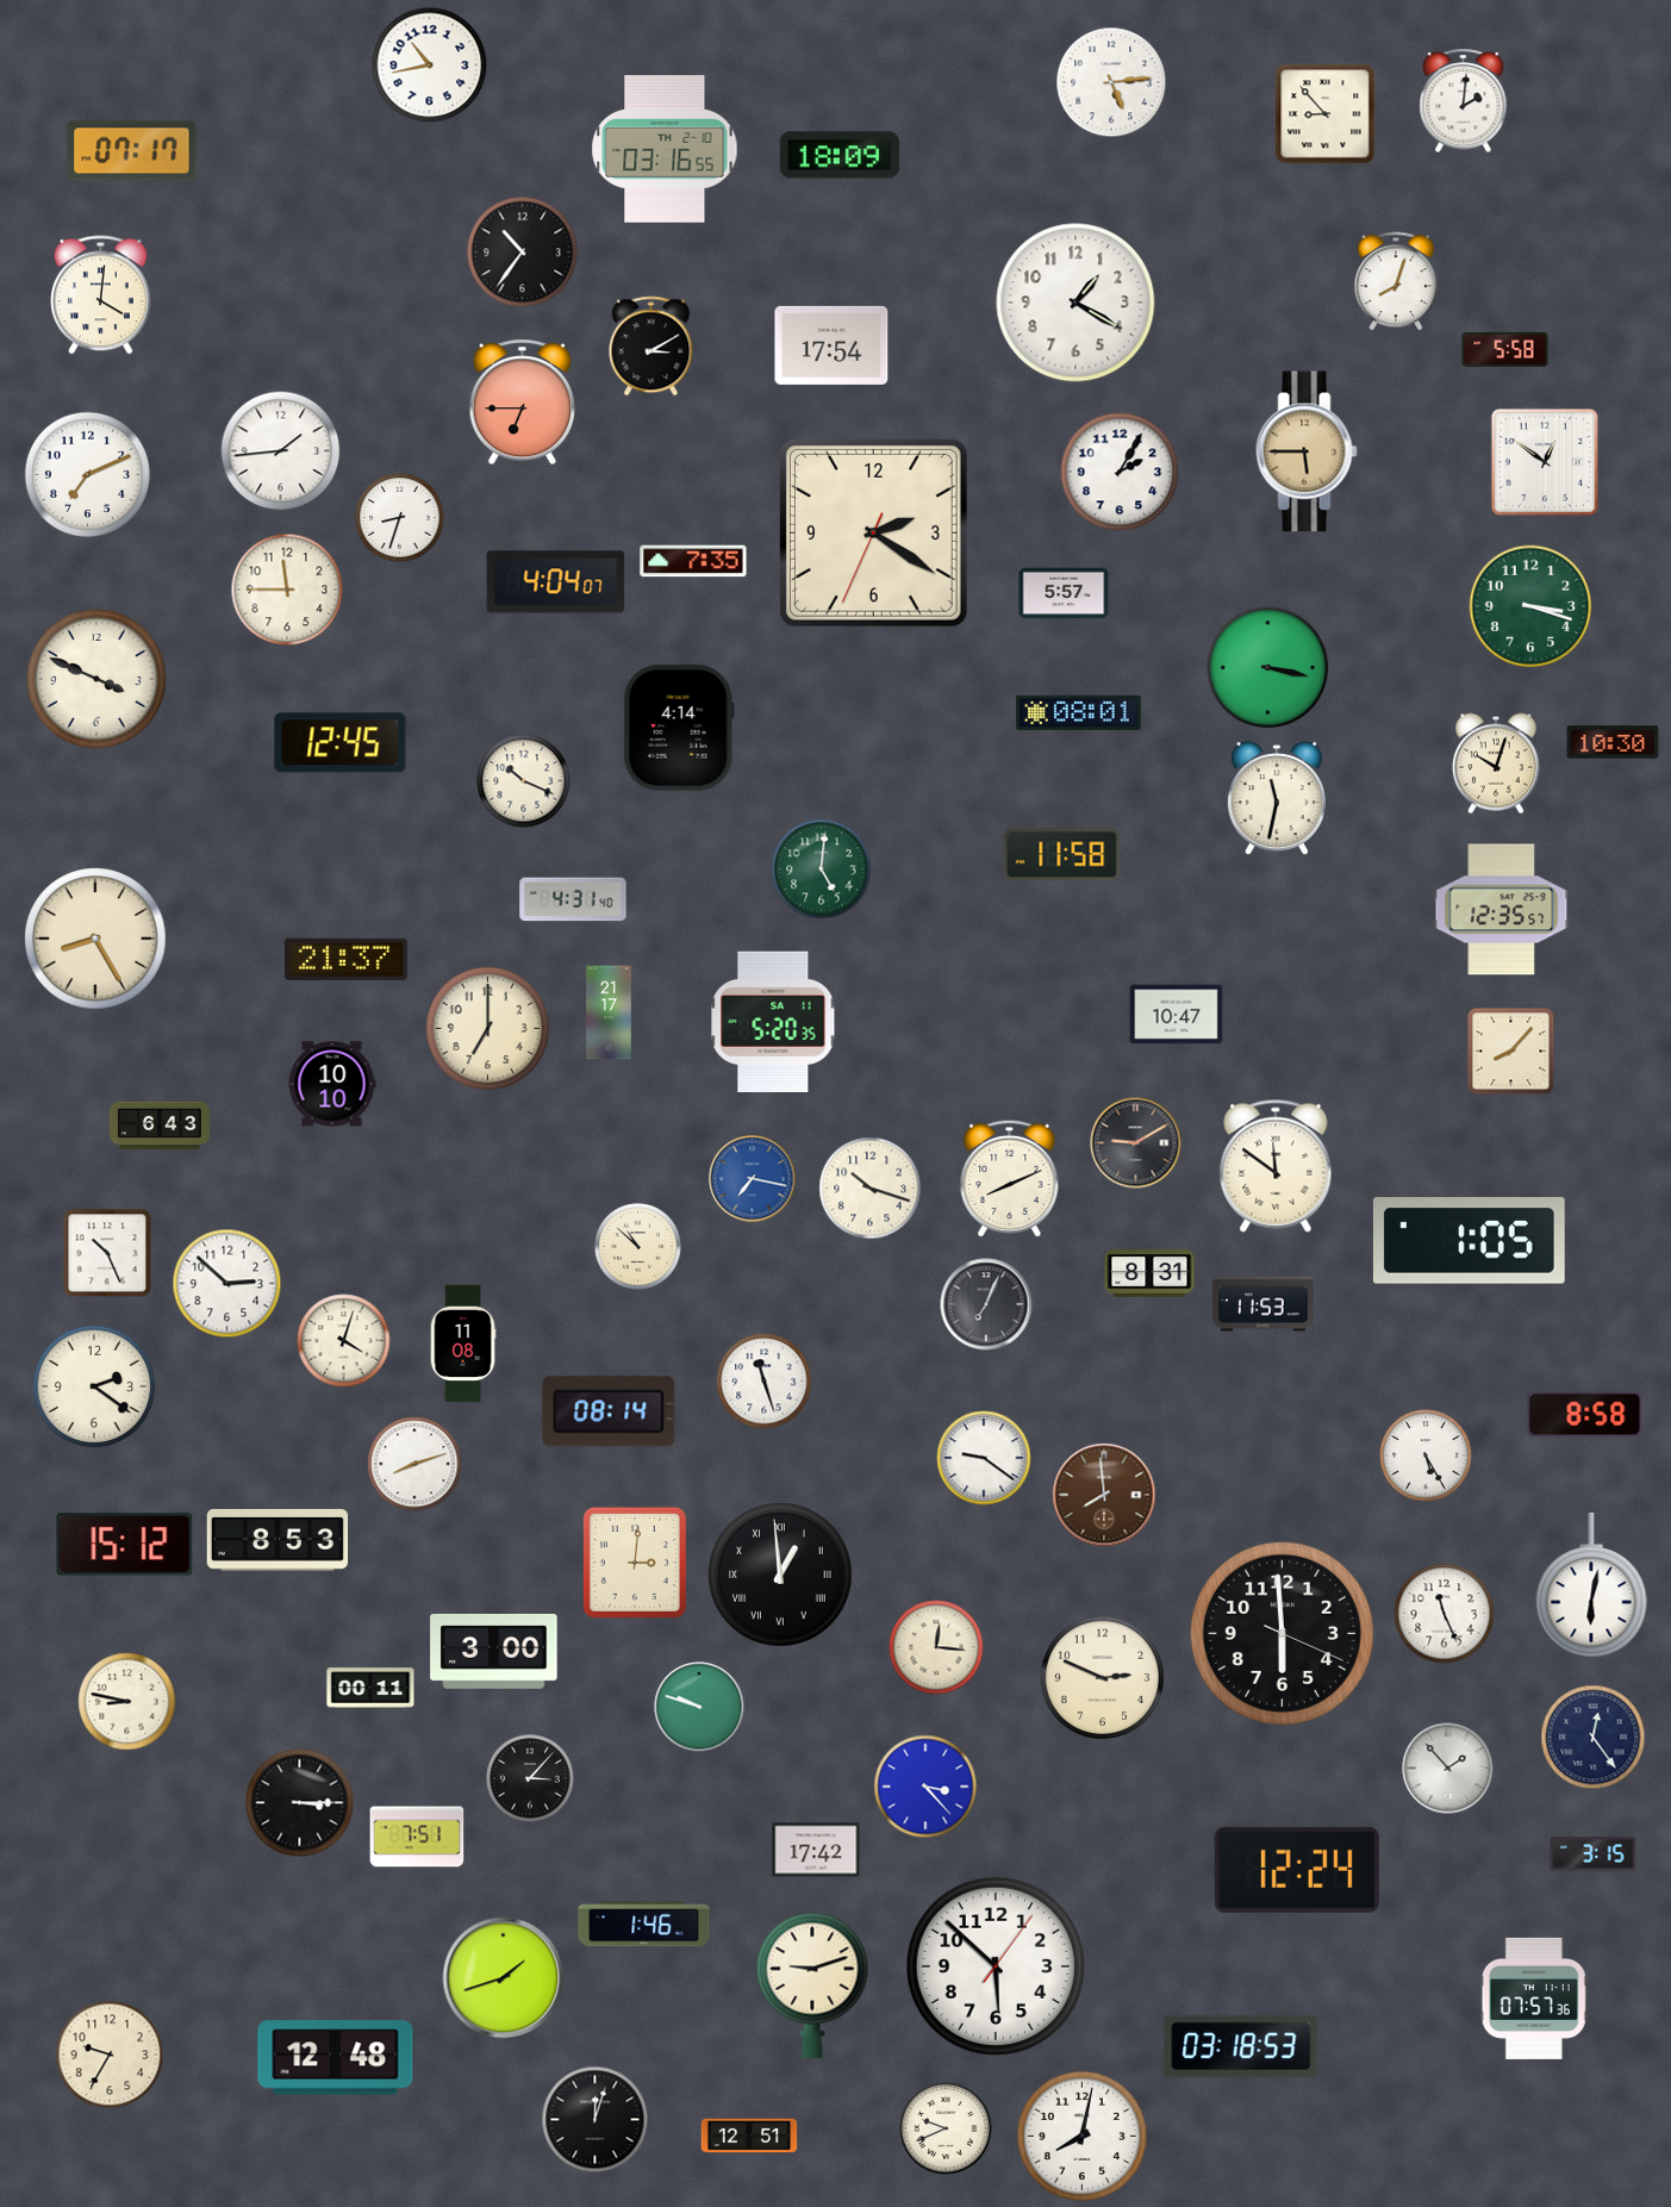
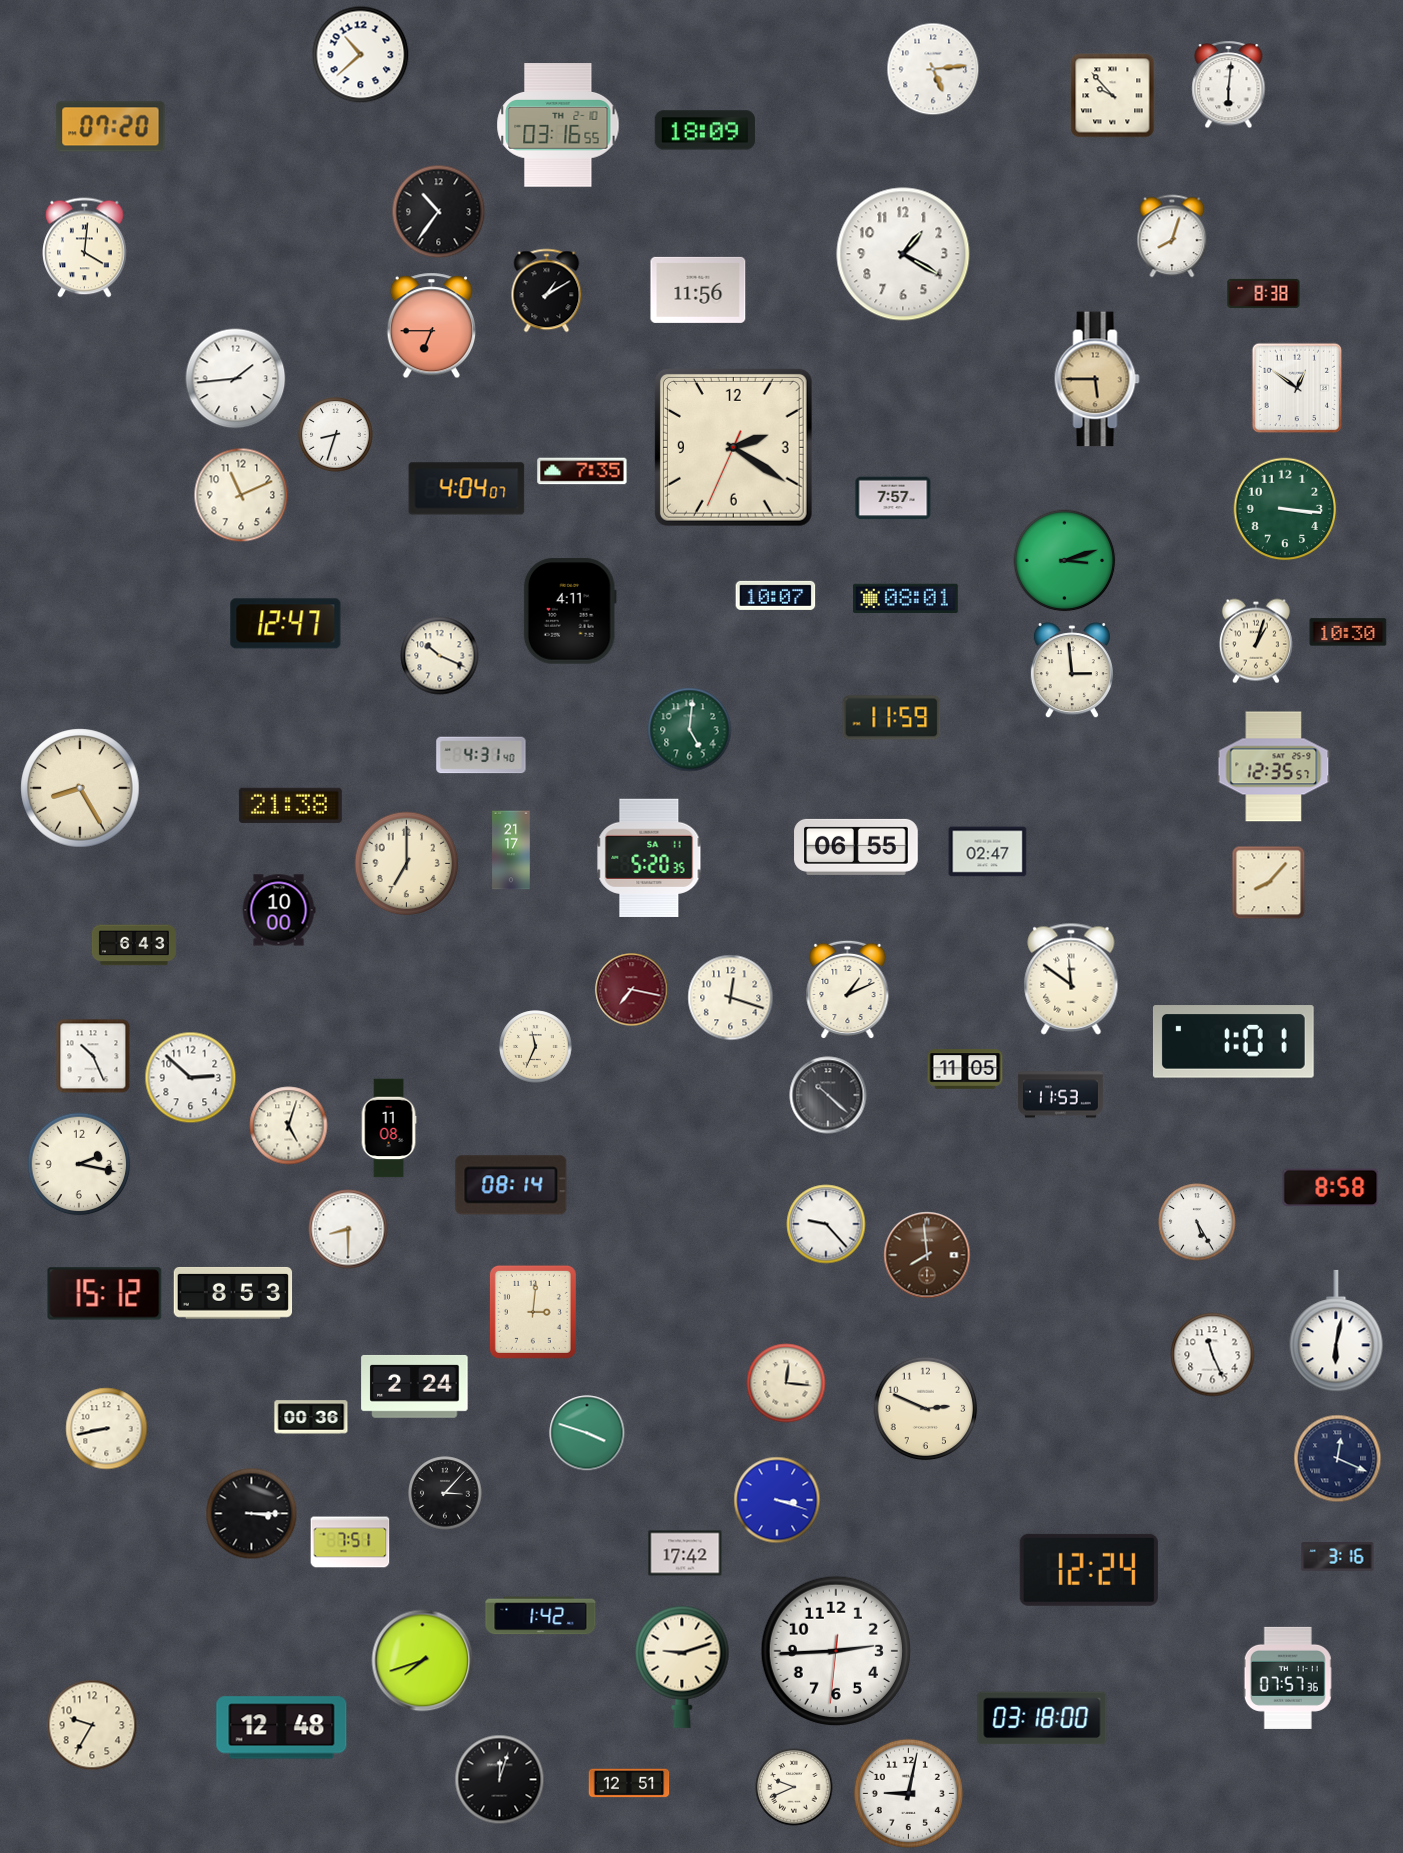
clock at (430, 66): 10:43 -> 10:38
clock at (1464, 101): 2:01 -> 6:01
clock at (1326, 114): 8:53 -> 9:53
clock at (132, 151): 07:17 -> 07:20
clock at (831, 345): 17:54 -> 11:56
clock at (651, 347): 3:10 -> 1:10
clock at (1505, 349): 5:58 -> 8:38
clock at (522, 403) position: (522, 403) -> (431, 326)
clock at (1120, 472): 2:05 -> none
clock at (88, 475): 7:11 -> none
clock at (287, 590): 11:45 -> 11:11
clock at (1064, 593): 5:57 -> 7:57
clock at (1530, 606): 3:18 -> 3:16
clock at (1268, 668): 3:17 -> 3:12
clock at (98, 680): 3:49 -> none
clock at (776, 595): none -> 10:07
clock at (679, 728): 4:14 -> 4:11
clock at (1613, 742) position: (1613, 742) -> (1348, 632)
clock at (341, 743): 12:45 -> 12:47
clock at (1496, 763): 10:03 -> 1:03
clock at (1277, 799): 11:32 -> 2:59
clock at (1062, 855): 11:58 -> 11:59
clock at (1502, 910) position: (1502, 910) -> (1274, 767)
clock at (345, 959): 21:37 -> 21:38
clock at (856, 847): none -> 06:55
clock at (1177, 1015): 10:47 -> 02:47
clock at (488, 1029) position: (488, 1029) -> (407, 864)
clock at (332, 1084): 10:10 -> 10:00
clock at (1136, 1143): 9:10 -> none
clock at (753, 1179) dial: blue -> burgundy
clock at (1010, 1179): 8:11 -> 1:11
clock at (871, 1189): 10:18 -> 12:18
clock at (1469, 1241): 1:05 -> 1:01
clock at (638, 1247): 10:52 -> 11:34
clock at (107, 1253) position: (107, 1253) -> (93, 1056)
clock at (1149, 1273): 8:31 -> 11:05
clock at (986, 1304): 7:04 -> 10:22
clock at (344, 1341): 4:03 -> 5:03
clock at (765, 1382): 11:27 -> none
clock at (94, 1386): 2:21 -> 2:17
clock at (984, 1458): 9:21 -> 9:23
clock at (414, 1464): 8:12 -> 8:30
clock at (125, 1545) position: (125, 1545) -> (105, 1294)
clock at (780, 1575): 12:59 -> none
clock at (1282, 1633): 5:59 -> none
clock at (494, 1651): 3:00 -> 2:24
clock at (370, 1688): 00:11 -> 00:36
clock at (127, 1702): 8:47 -> 8:43
clock at (699, 1707): 9:48 -> 3:48
clock at (1594, 1738): 12:24 -> 12:19
clock at (1448, 1769): 1:53 -> none
clock at (925, 1787): 3:23 -> 3:18
clock at (1594, 1854): 3:15 -> 3:16
clock at (644, 1925): 1:46 -> 1:42
clock at (996, 1966): 5:52 -> 2:44
clock at (504, 1978): 1:42 -> 7:42
clock at (1241, 2046): 03:18:53 -> 03:18:00
clock at (749, 2136) position: (749, 2136) -> (629, 1783)
clock at (1081, 2136): 8:02 -> 9:02
